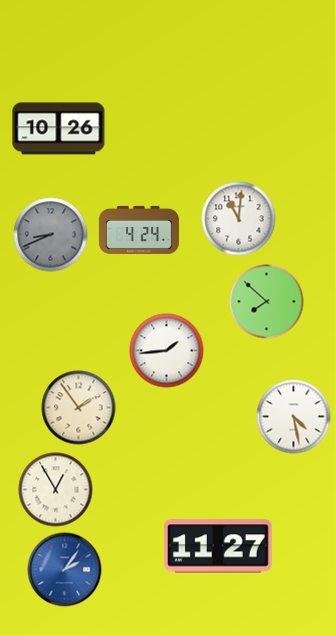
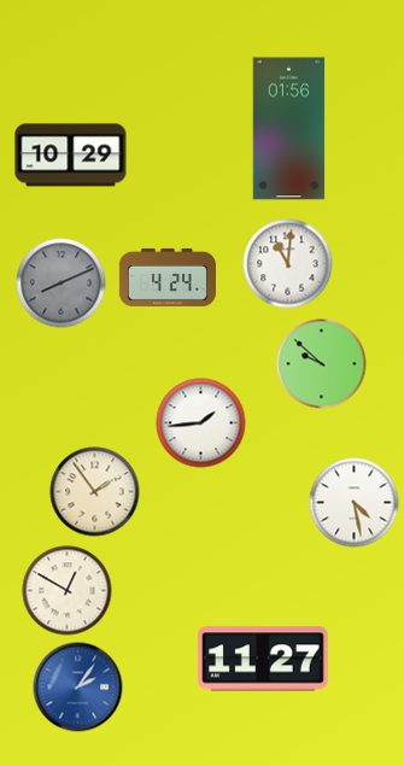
clock at (289, 129): none -> 01:56
clock at (59, 129): 10:26 -> 10:29
clock at (51, 235): 8:41 -> 8:11
clock at (267, 302): 7:52 -> 9:52
clock at (56, 490): 12:55 -> 12:50
